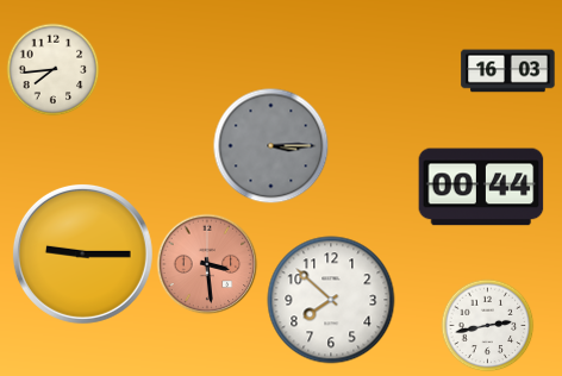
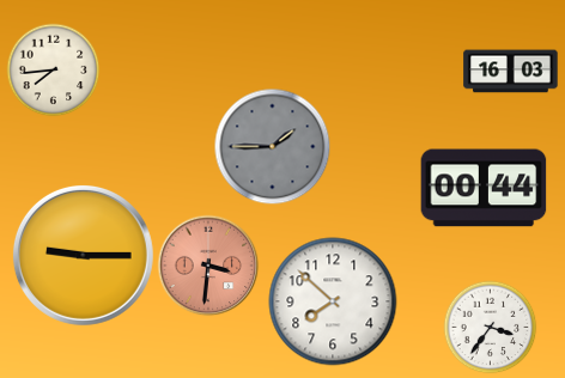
clock at (270, 145): 3:15 -> 1:45
clock at (207, 264): 3:29 -> 3:31
clock at (487, 325): 2:43 -> 3:36
